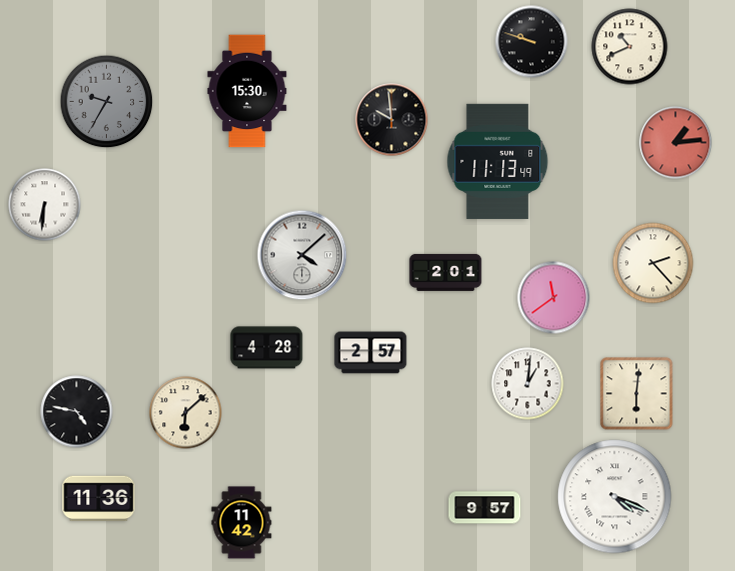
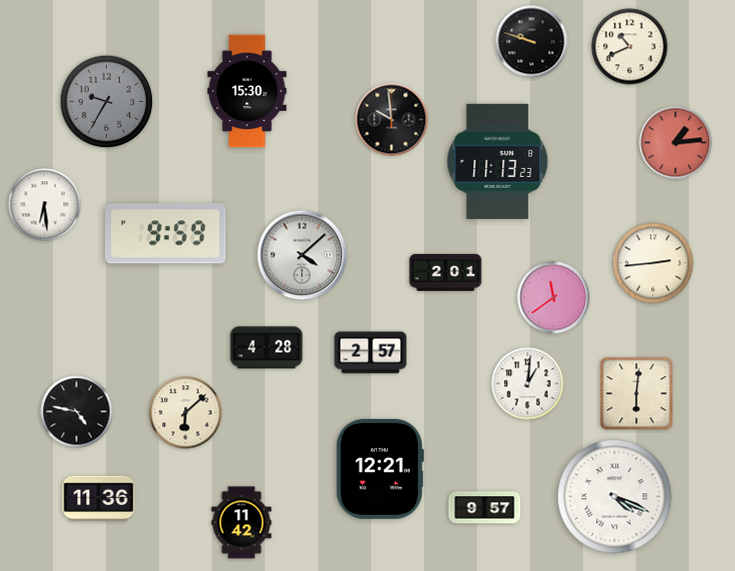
clock at (498, 161): 11:13:49 -> 11:13:23
clock at (45, 205): 6:31 -> 6:29
clock at (166, 234): none -> 9:59
clock at (653, 263): 2:23 -> 2:44
clock at (380, 469): none -> 12:21
